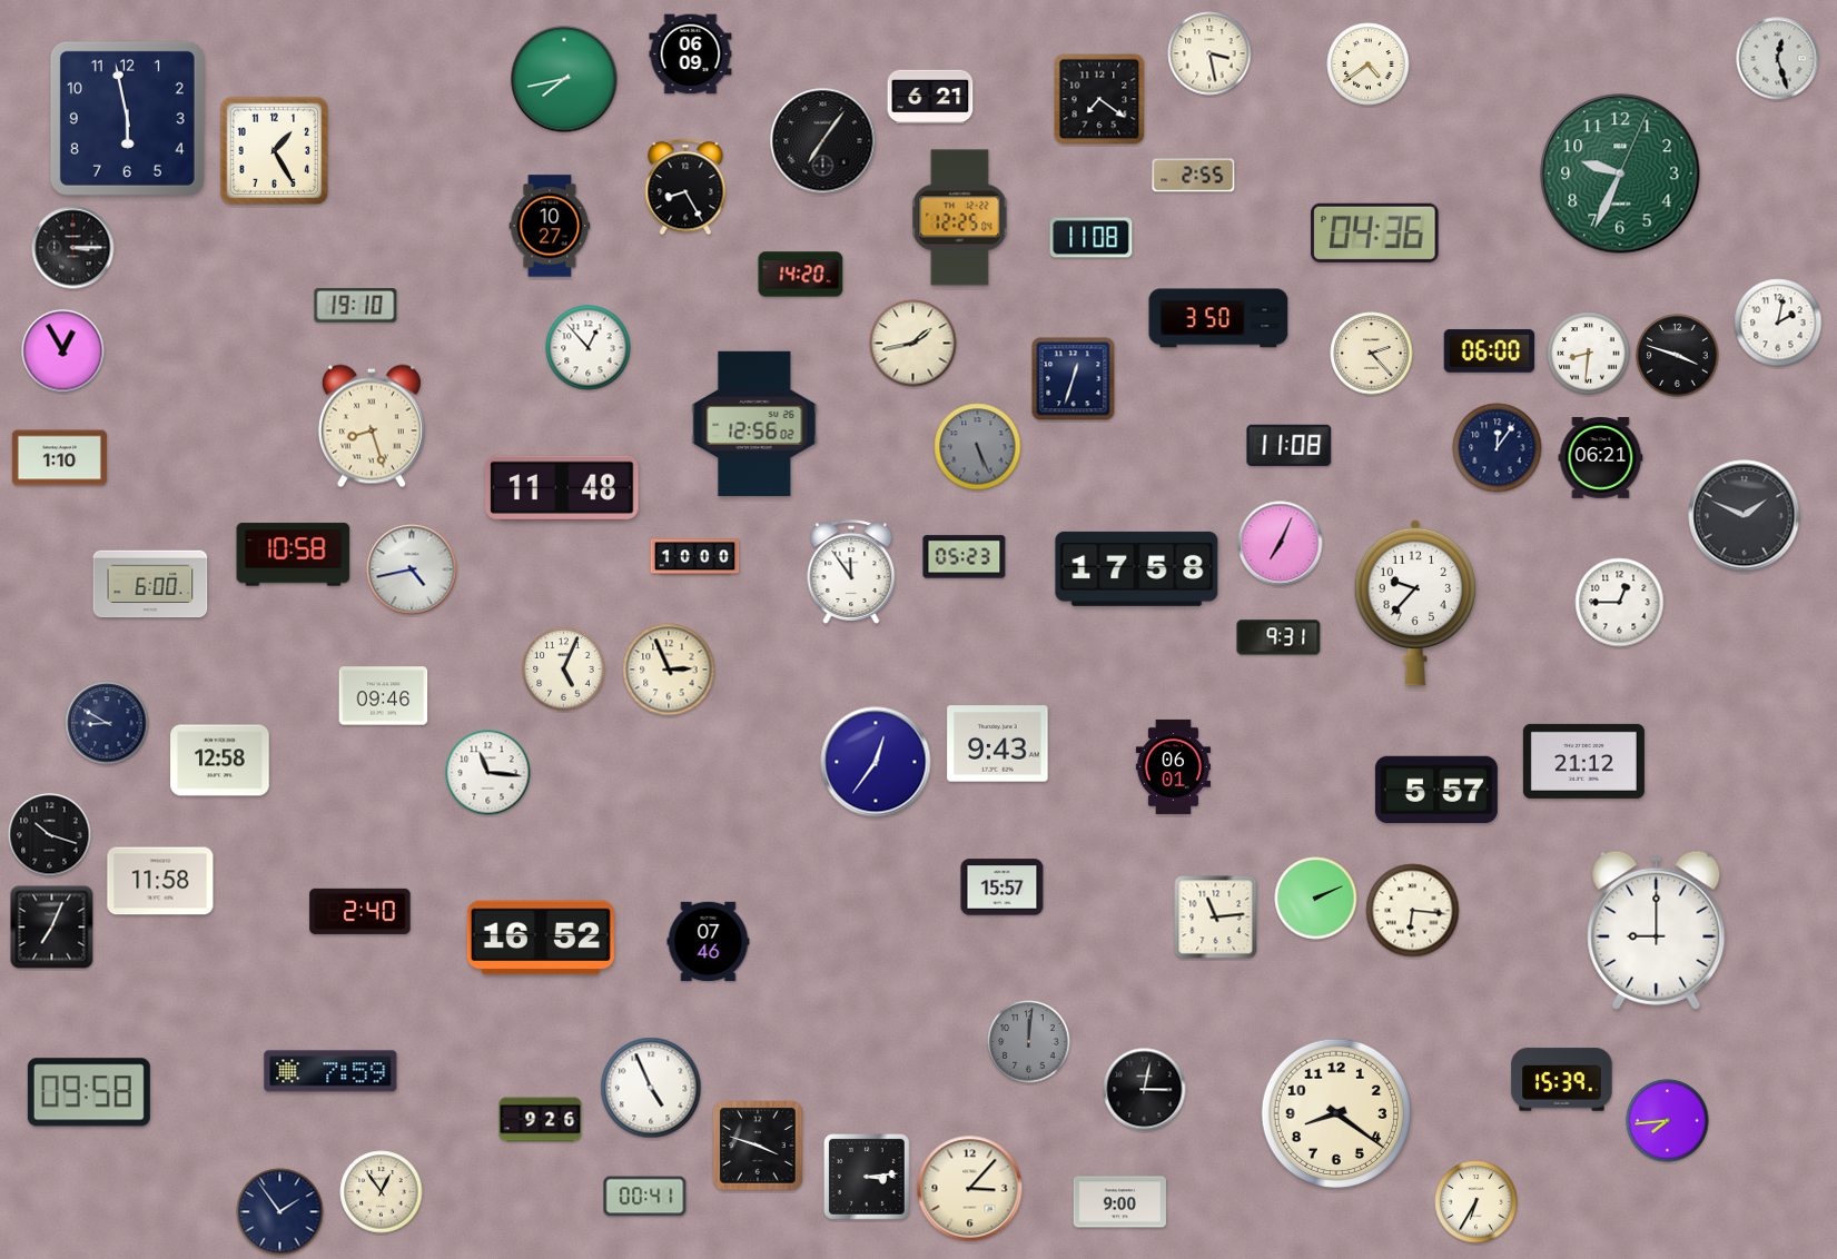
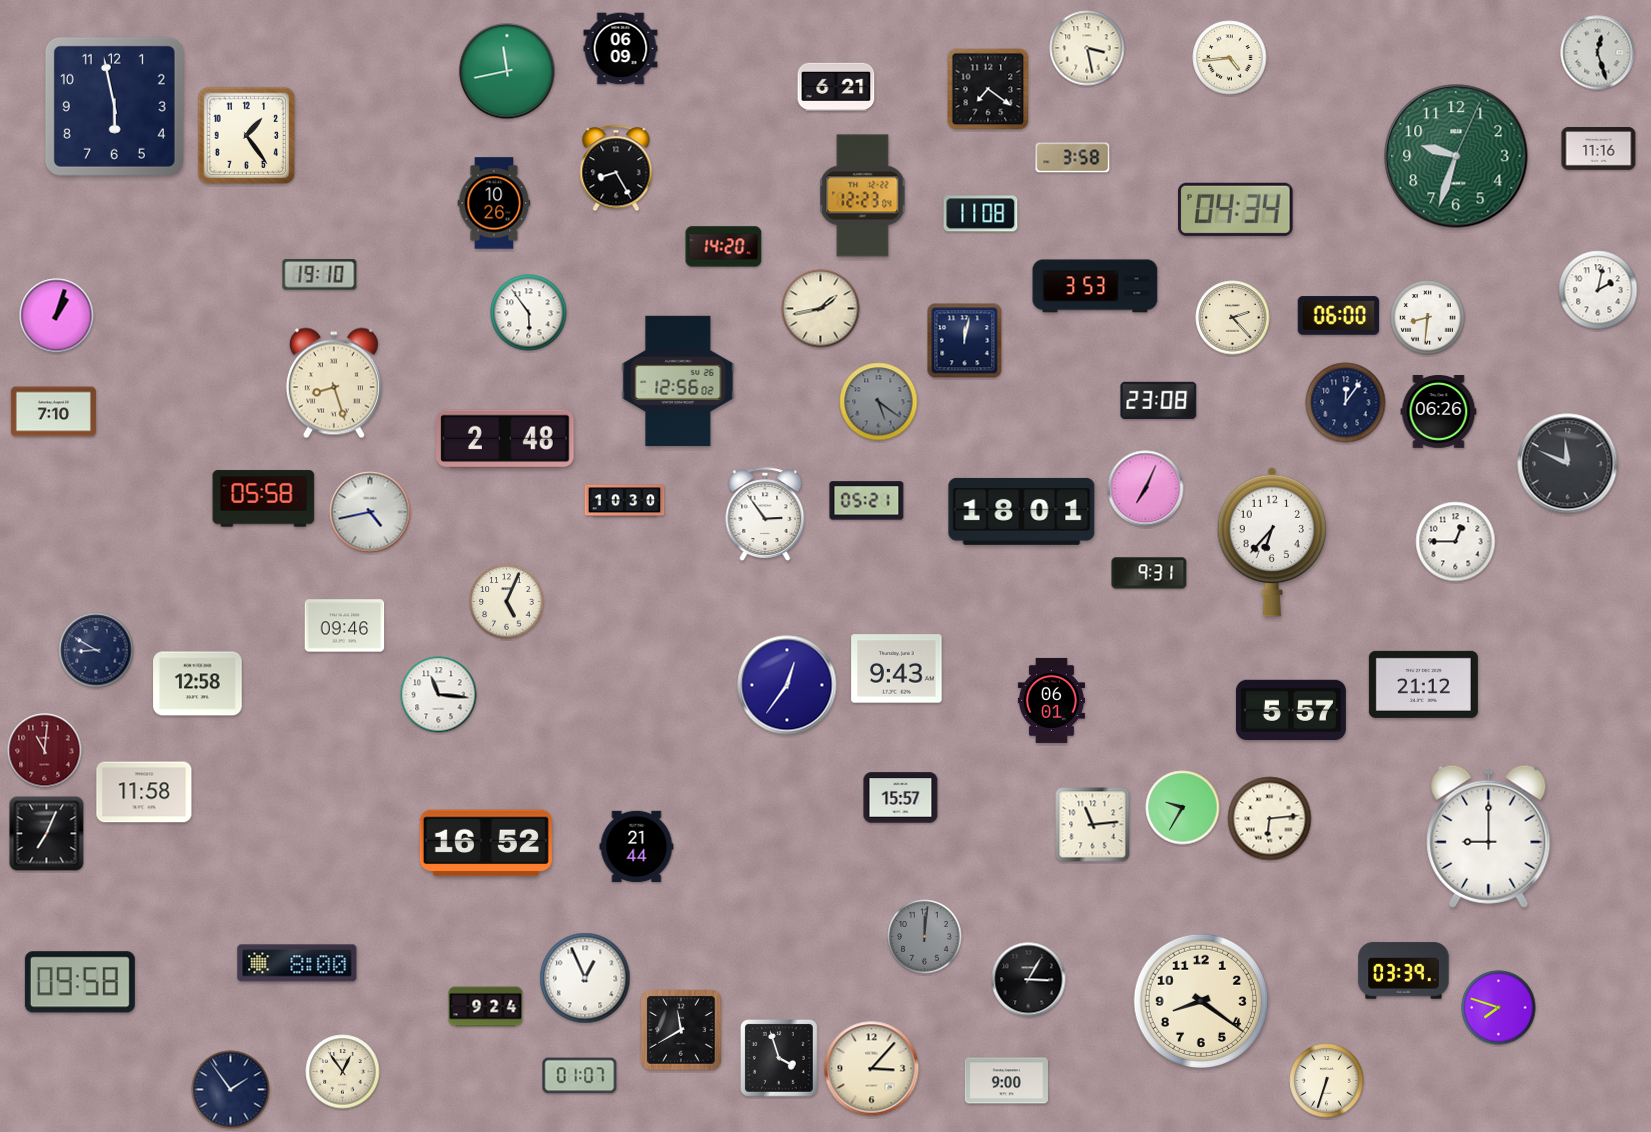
clock at (1369, 65): 4:39 -> 4:44
clock at (564, 79): 7:43 -> 11:43
clock at (823, 141): 7:06 -> none
clock at (275, 151): 1:25 -> 1:24
clock at (1599, 149): none -> 11:16
clock at (1620, 174): 9:34 -> 9:33
clock at (1194, 176): 2:55 -> 3:58
clock at (960, 218): 12:25 -> 12:23
clock at (550, 226): 10:27 -> 10:26
clock at (1375, 232): 04:36 -> 04:34
clock at (73, 248): 3:15 -> none
clock at (801, 275) position: (801, 275) -> (724, 247)
clock at (1218, 318): 3:50 -> 3:53
clock at (589, 348): 12:53 -> 5:54
clock at (63, 351): 12:55 -> 1:03
clock at (1678, 356): 3:48 -> none
clock at (1074, 379): 12:33 -> 12:02
clock at (1290, 445): 11:08 -> 23:08
clock at (978, 447): 5:26 -> 5:21
clock at (59, 458): 1:10 -> 7:10
clock at (1601, 458): 06:21 -> 06:26
clock at (562, 488): 11:48 -> 2:48
clock at (1745, 516): 1:49 -> 11:49
clock at (1281, 544) position: (1281, 544) -> (1146, 489)
clock at (294, 555): 10:58 -> 05:58
clock at (695, 557): 10:00 -> 10:30
clock at (965, 557): 05:23 -> 05:21
clock at (1137, 568): 17:58 -> 18:01
clock at (851, 572): 11:54 -> 2:54
clock at (150, 584): 6:00 -> none
clock at (1415, 603): 9:37 -> 6:37
clock at (669, 670): 2:56 -> none
clock at (1173, 766) position: (1173, 766) -> (1051, 700)
clock at (50, 835): 10:18 -> 11:01
clock at (50, 835) dial: black -> burgundy
clock at (1316, 899): 2:11 -> 9:35
clock at (361, 911): 2:40 -> none
clock at (1413, 911): 6:16 -> 6:14
clock at (709, 942): 07:46 -> 21:44
clock at (330, 1071): 7:59 -> 8:00
clock at (1562, 1080): 15:39 -> 03:39
clock at (651, 1088): 4:56 -> 12:56
clock at (1145, 1090): 3:02 -> 3:05
clock at (541, 1120): 9:26 -> 9:24
clock at (1668, 1121): 7:44 -> 7:48
clock at (758, 1146): 3:48 -> 11:40
clock at (867, 1177): 3:14 -> 3:57
clock at (645, 1197): 00:41 -> 01:07
clock at (1476, 1202): 6:35 -> 6:33
clock at (280, 1212) position: (280, 1212) -> (231, 1090)
